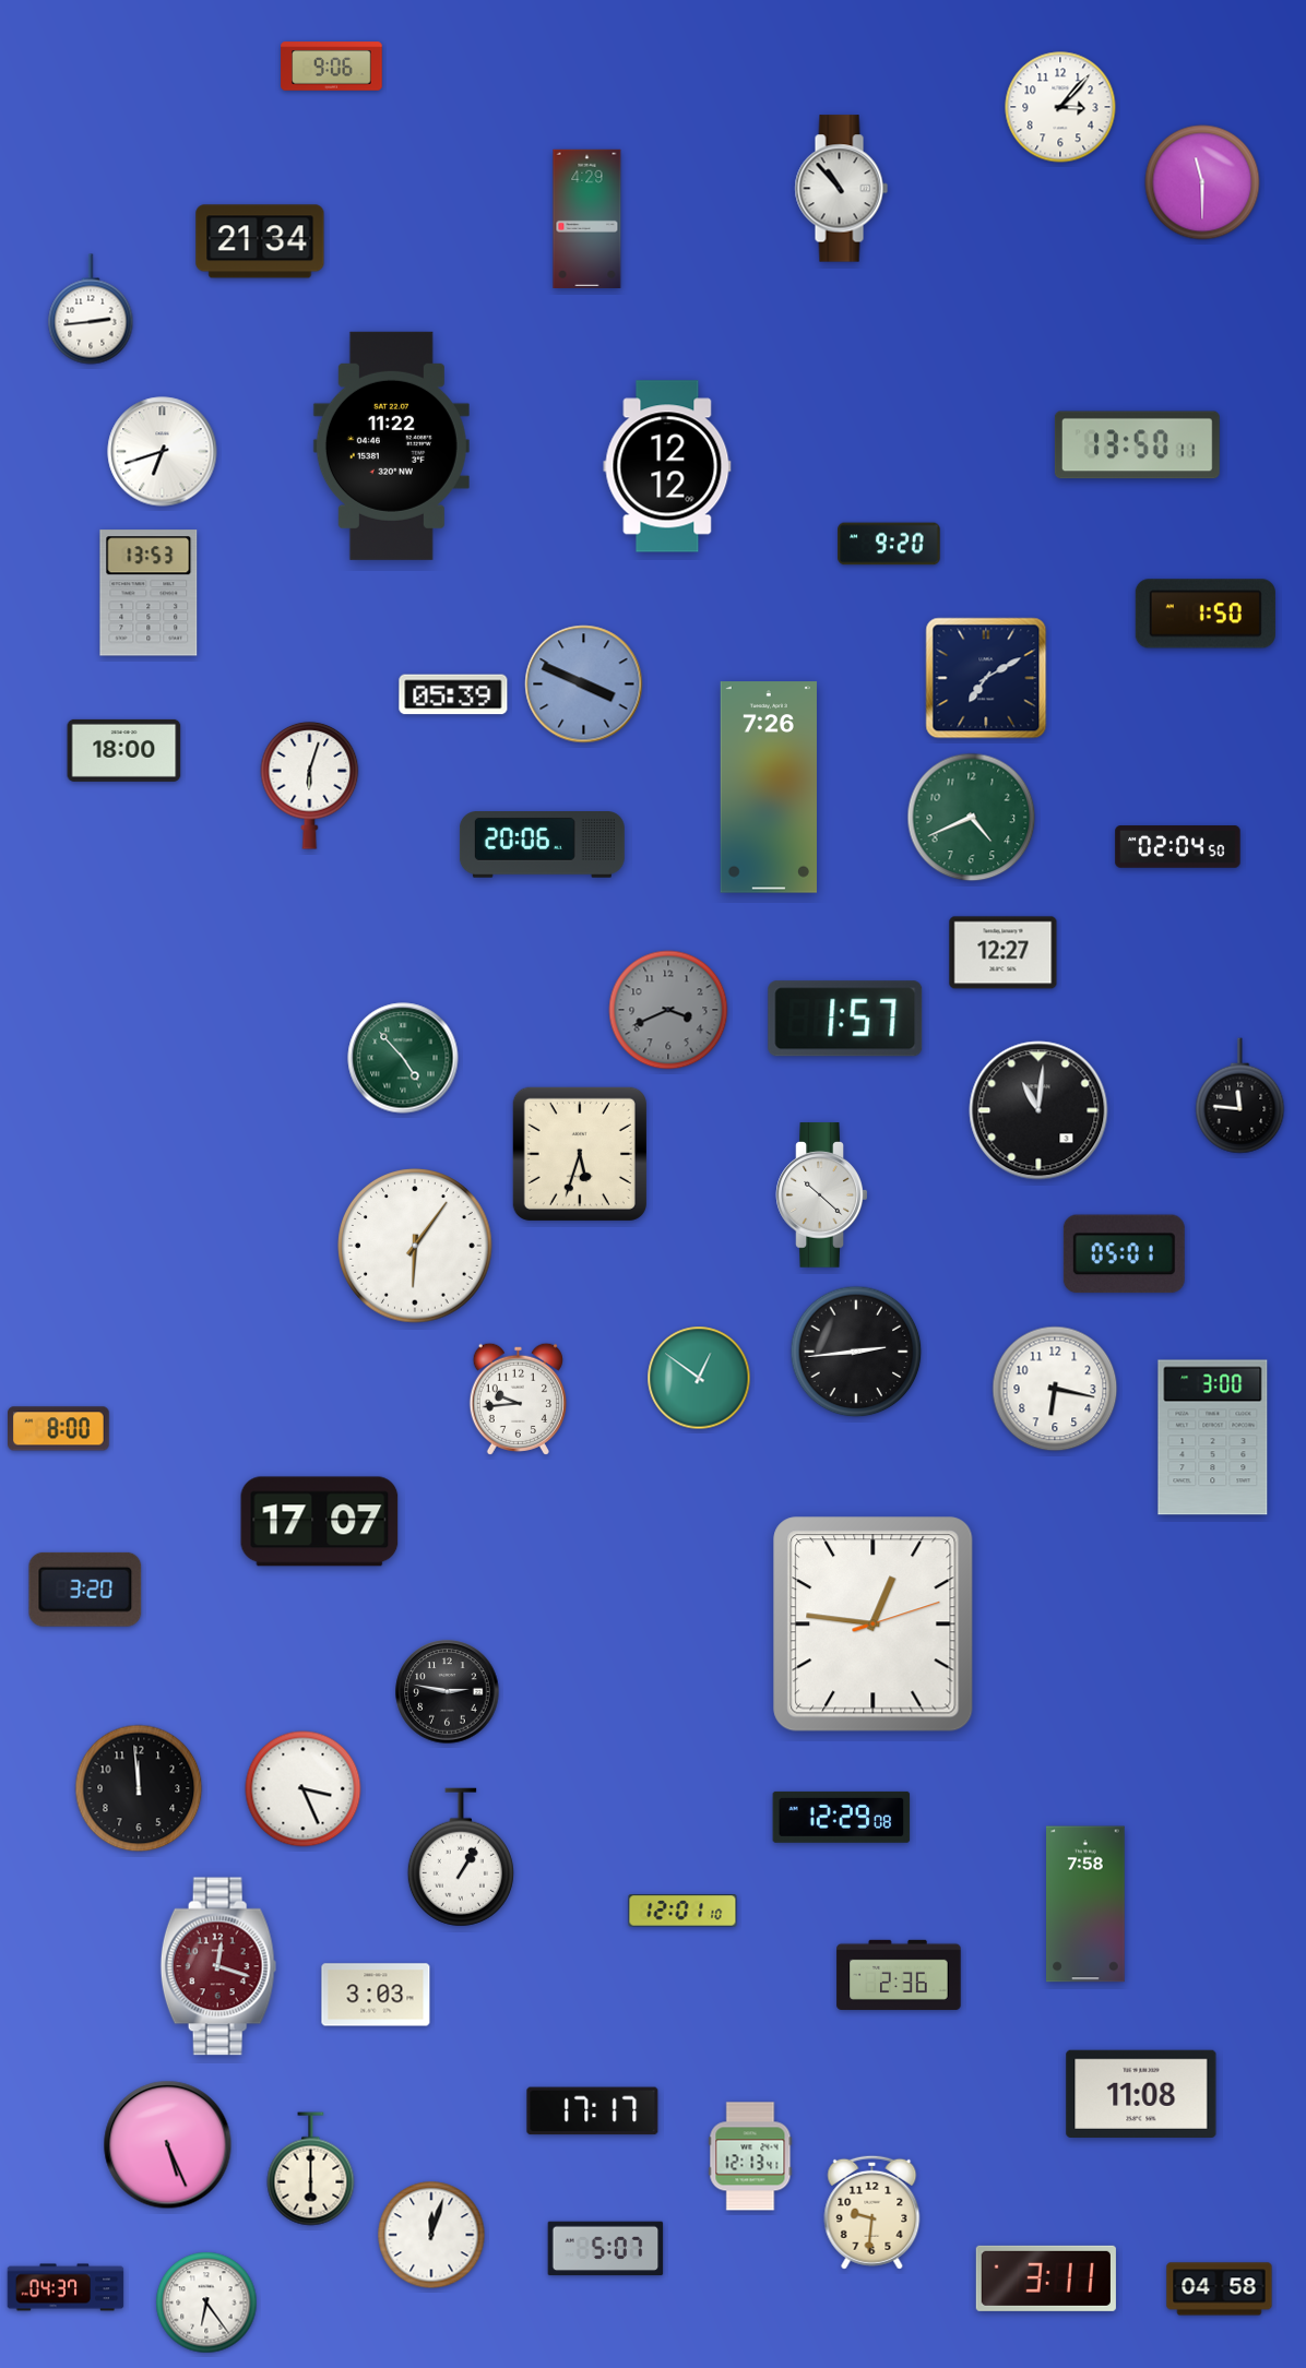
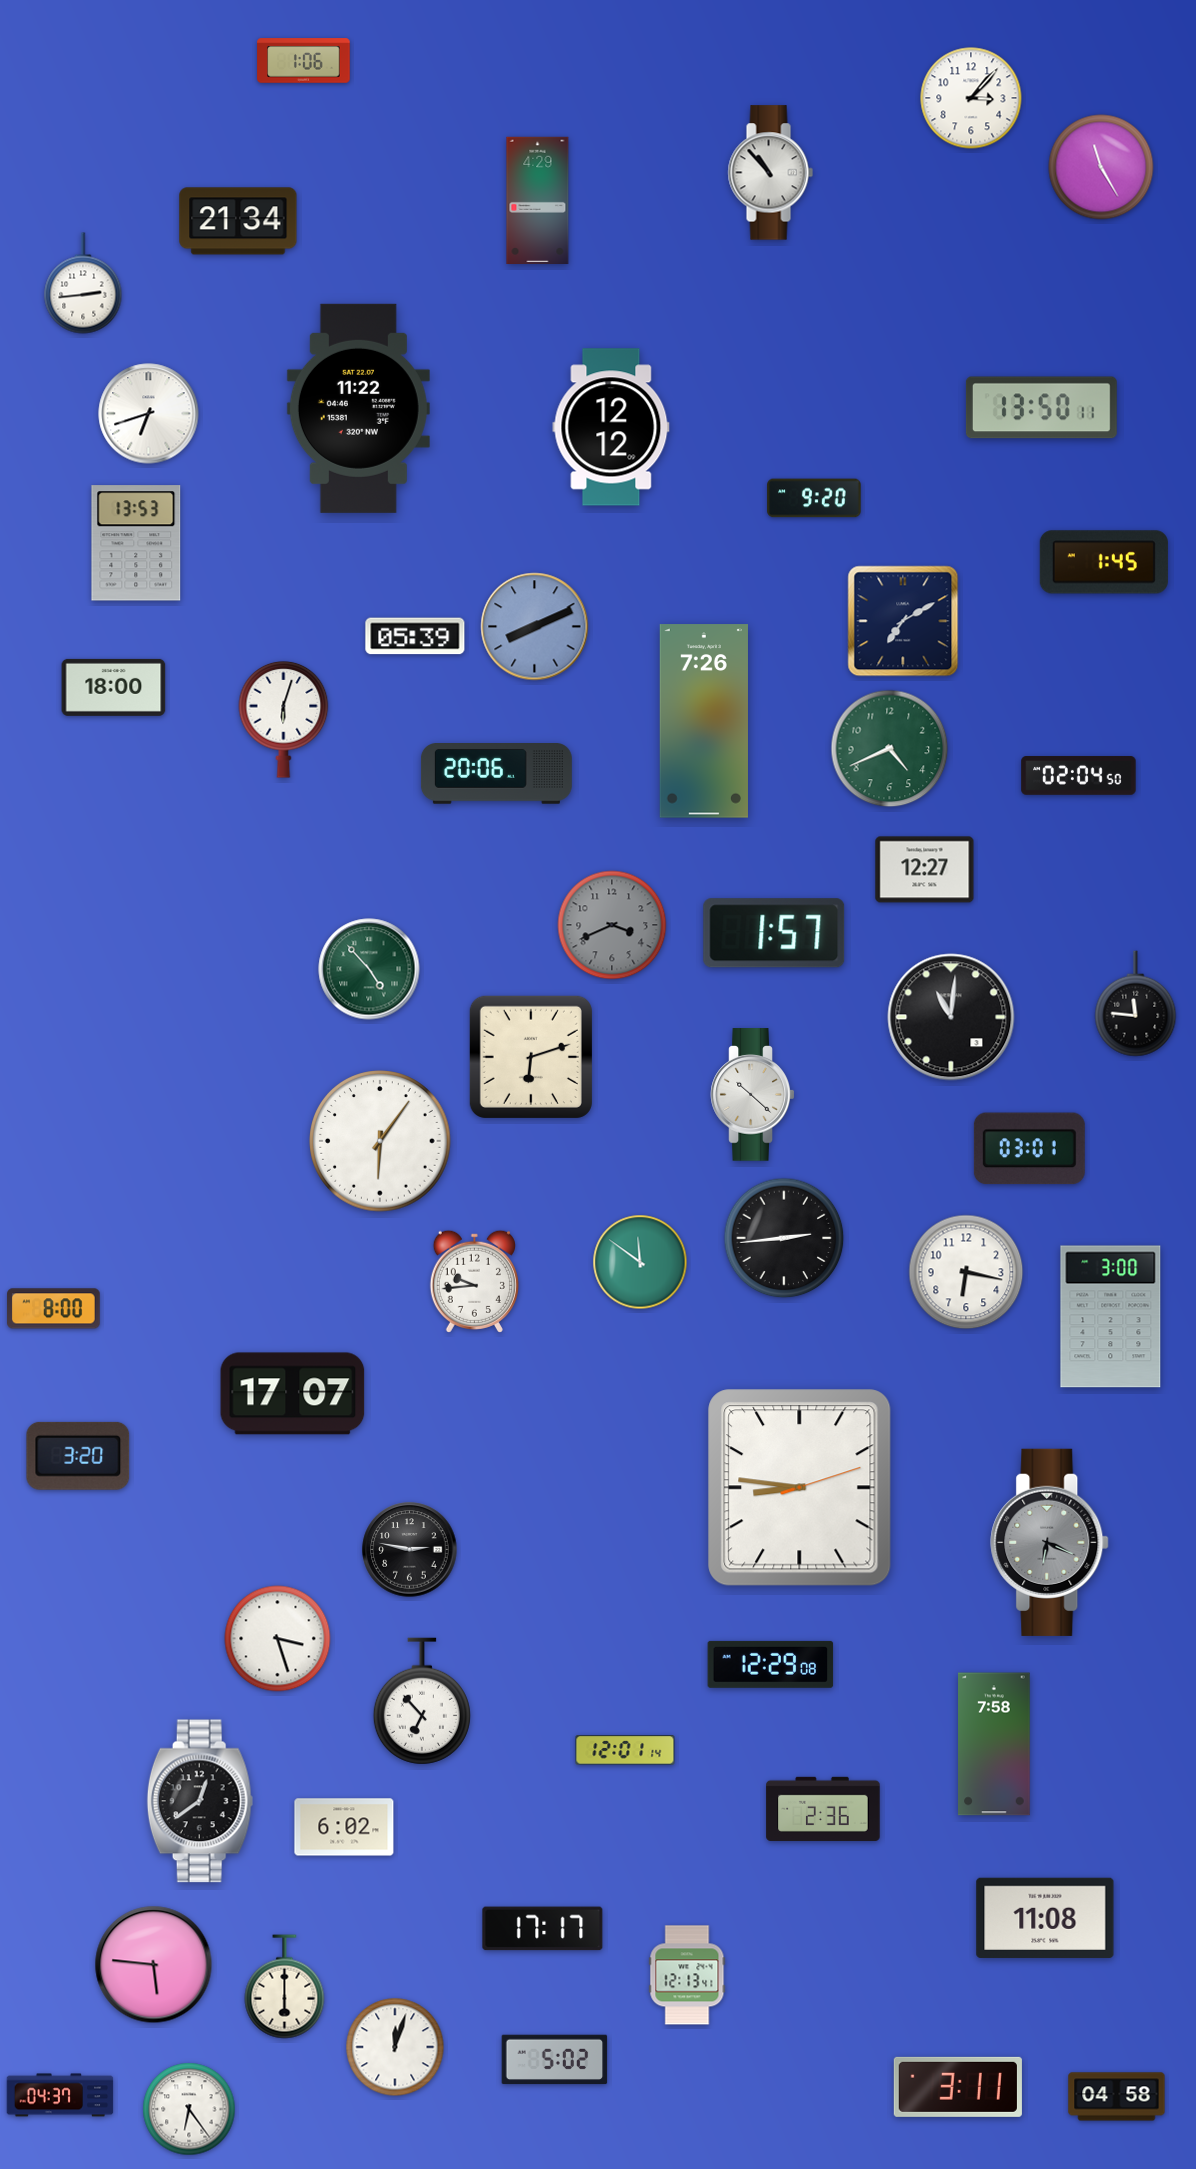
clock at (332, 67): 9:06 -> 1:06
clock at (1202, 182): 11:30 -> 11:25
clock at (1206, 614): 1:50 -> 1:45
clock at (584, 685): 3:49 -> 8:11
clock at (1004, 953) position: (1004, 953) -> (925, 870)
clock at (580, 1154): 5:33 -> 6:12
clock at (1124, 1254): 05:01 -> 03:01
clock at (699, 1378): 12:51 -> 11:51
clock at (874, 1625): 12:46 -> 8:46
clock at (1050, 1542): none -> 6:19
clock at (139, 1788): 11:59 -> none
clock at (304, 1789): 3:26 -> 3:27
clock at (461, 1857): 1:05 -> 6:53
clock at (682, 1911): 12:01:10 -> 12:01:14
clock at (218, 1966): 12:18 -> 12:39
clock at (218, 1966) dial: burgundy -> black
clock at (376, 1995): 3:03 -> 6:02
clock at (593, 2111) position: (593, 2111) -> (543, 1929)
clock at (168, 2145): 5:26 -> 5:46
clock at (872, 2212): 9:31 -> none
clock at (606, 2249): 5:07 -> 5:02
